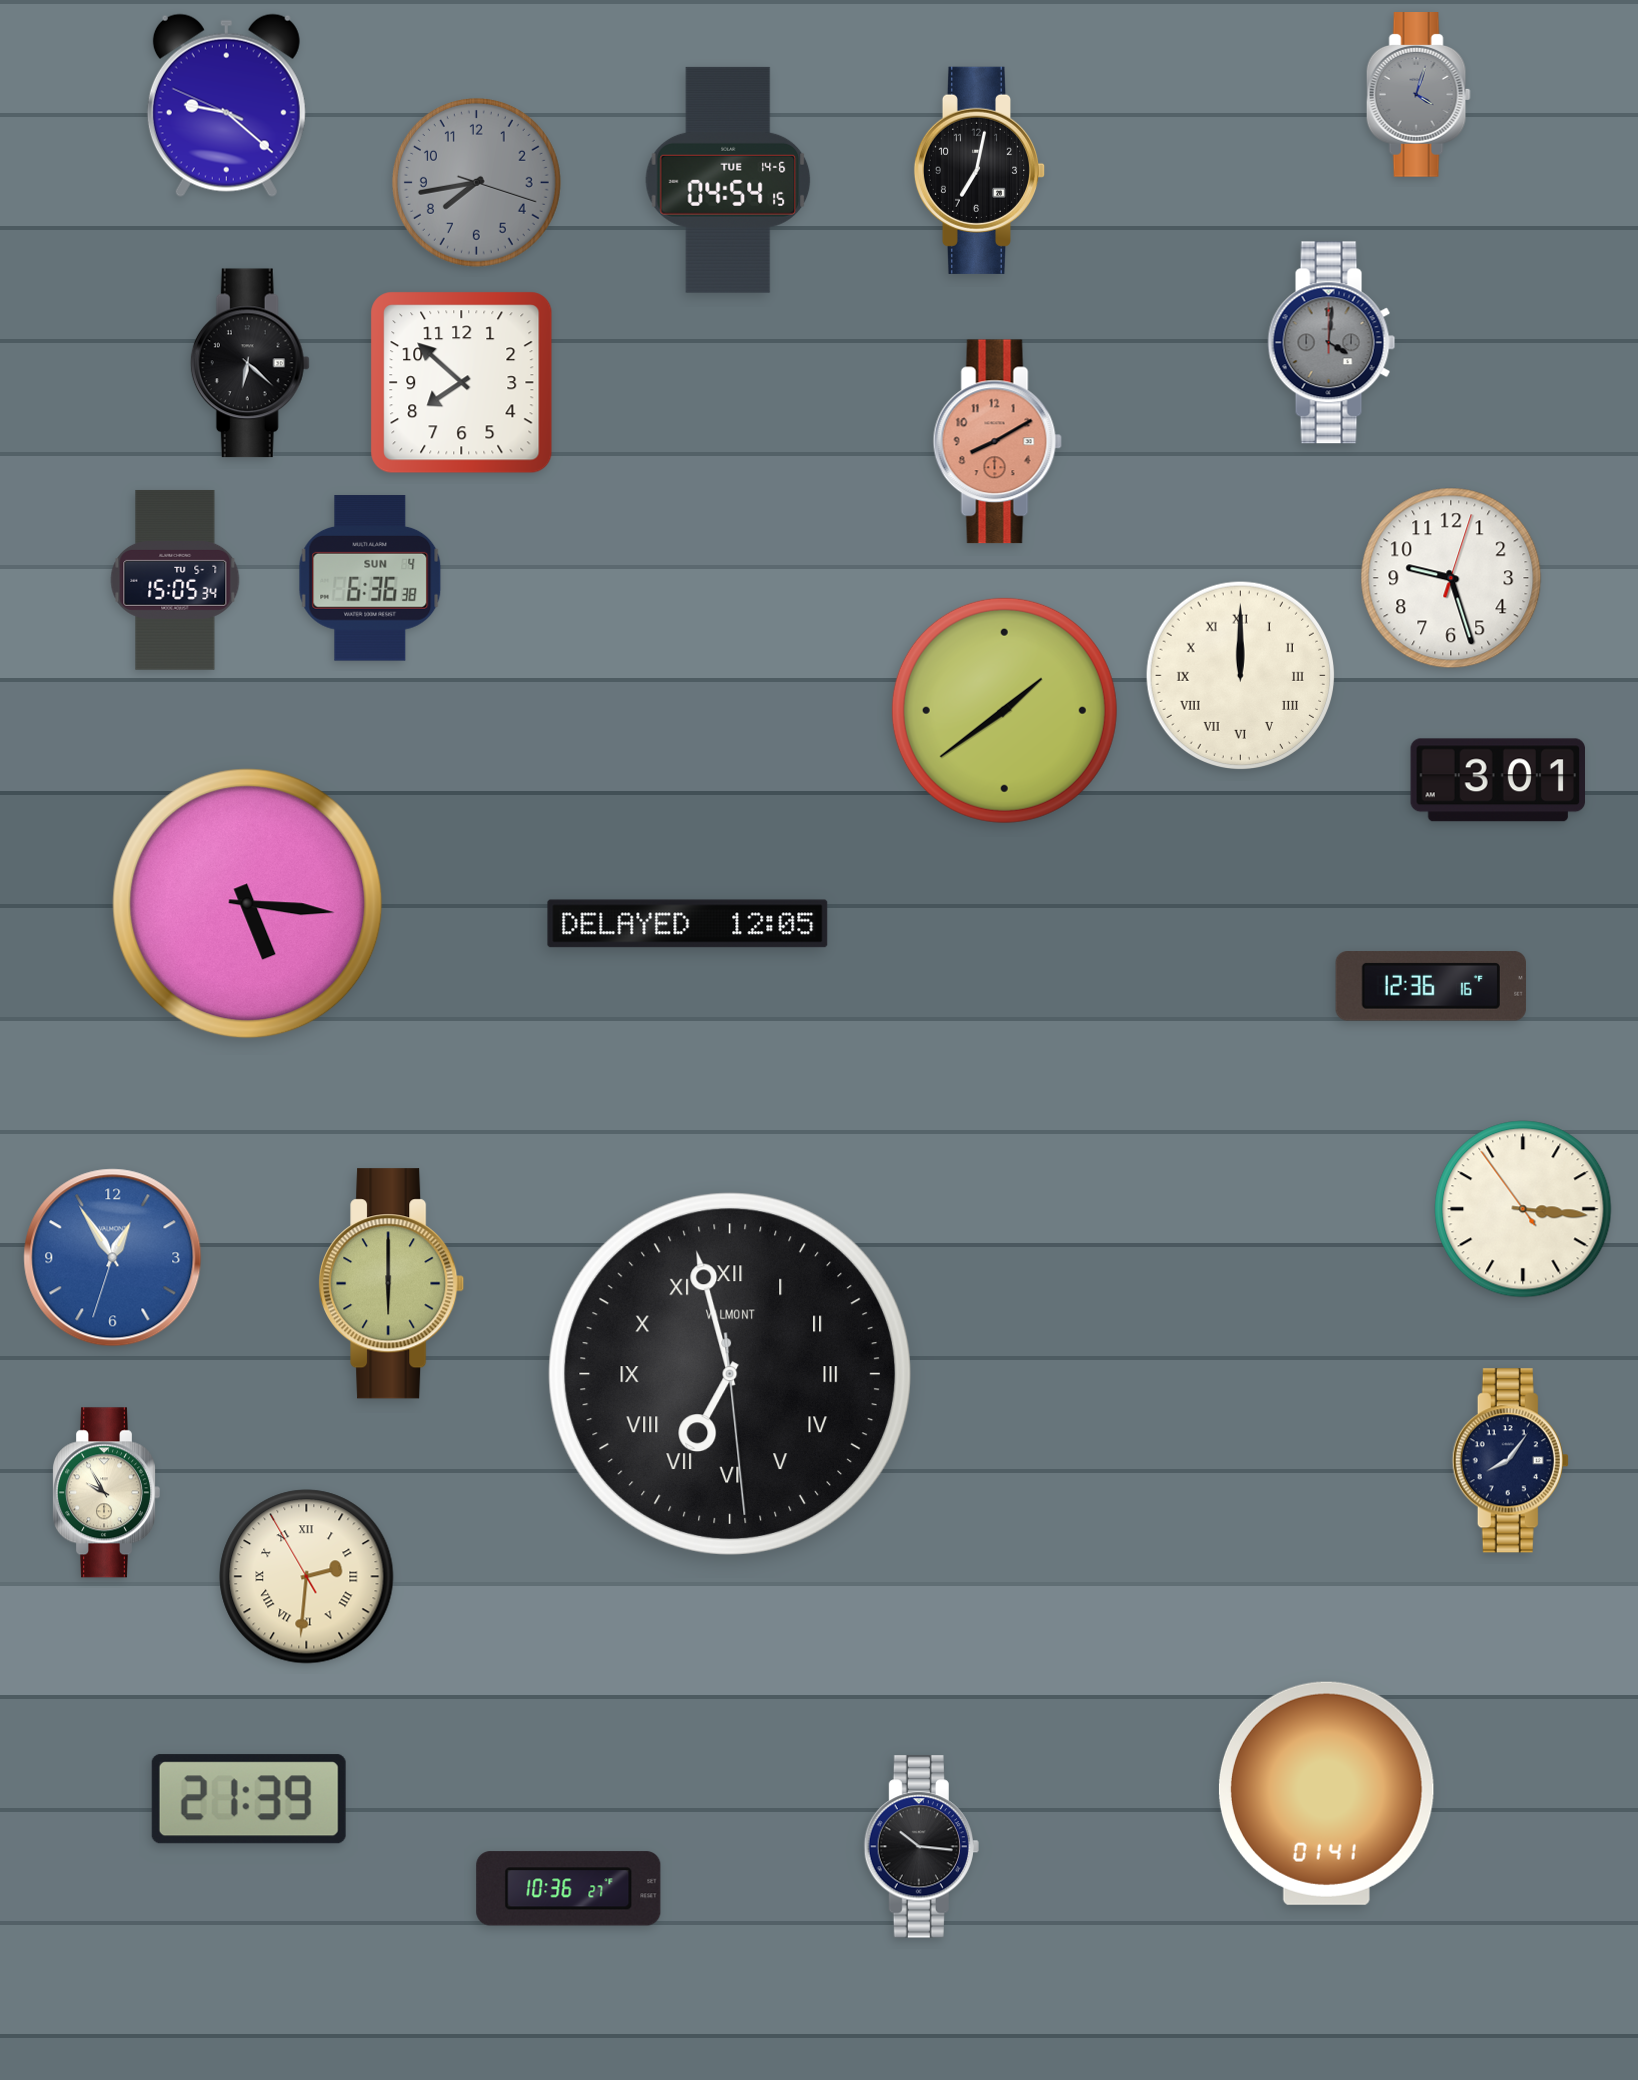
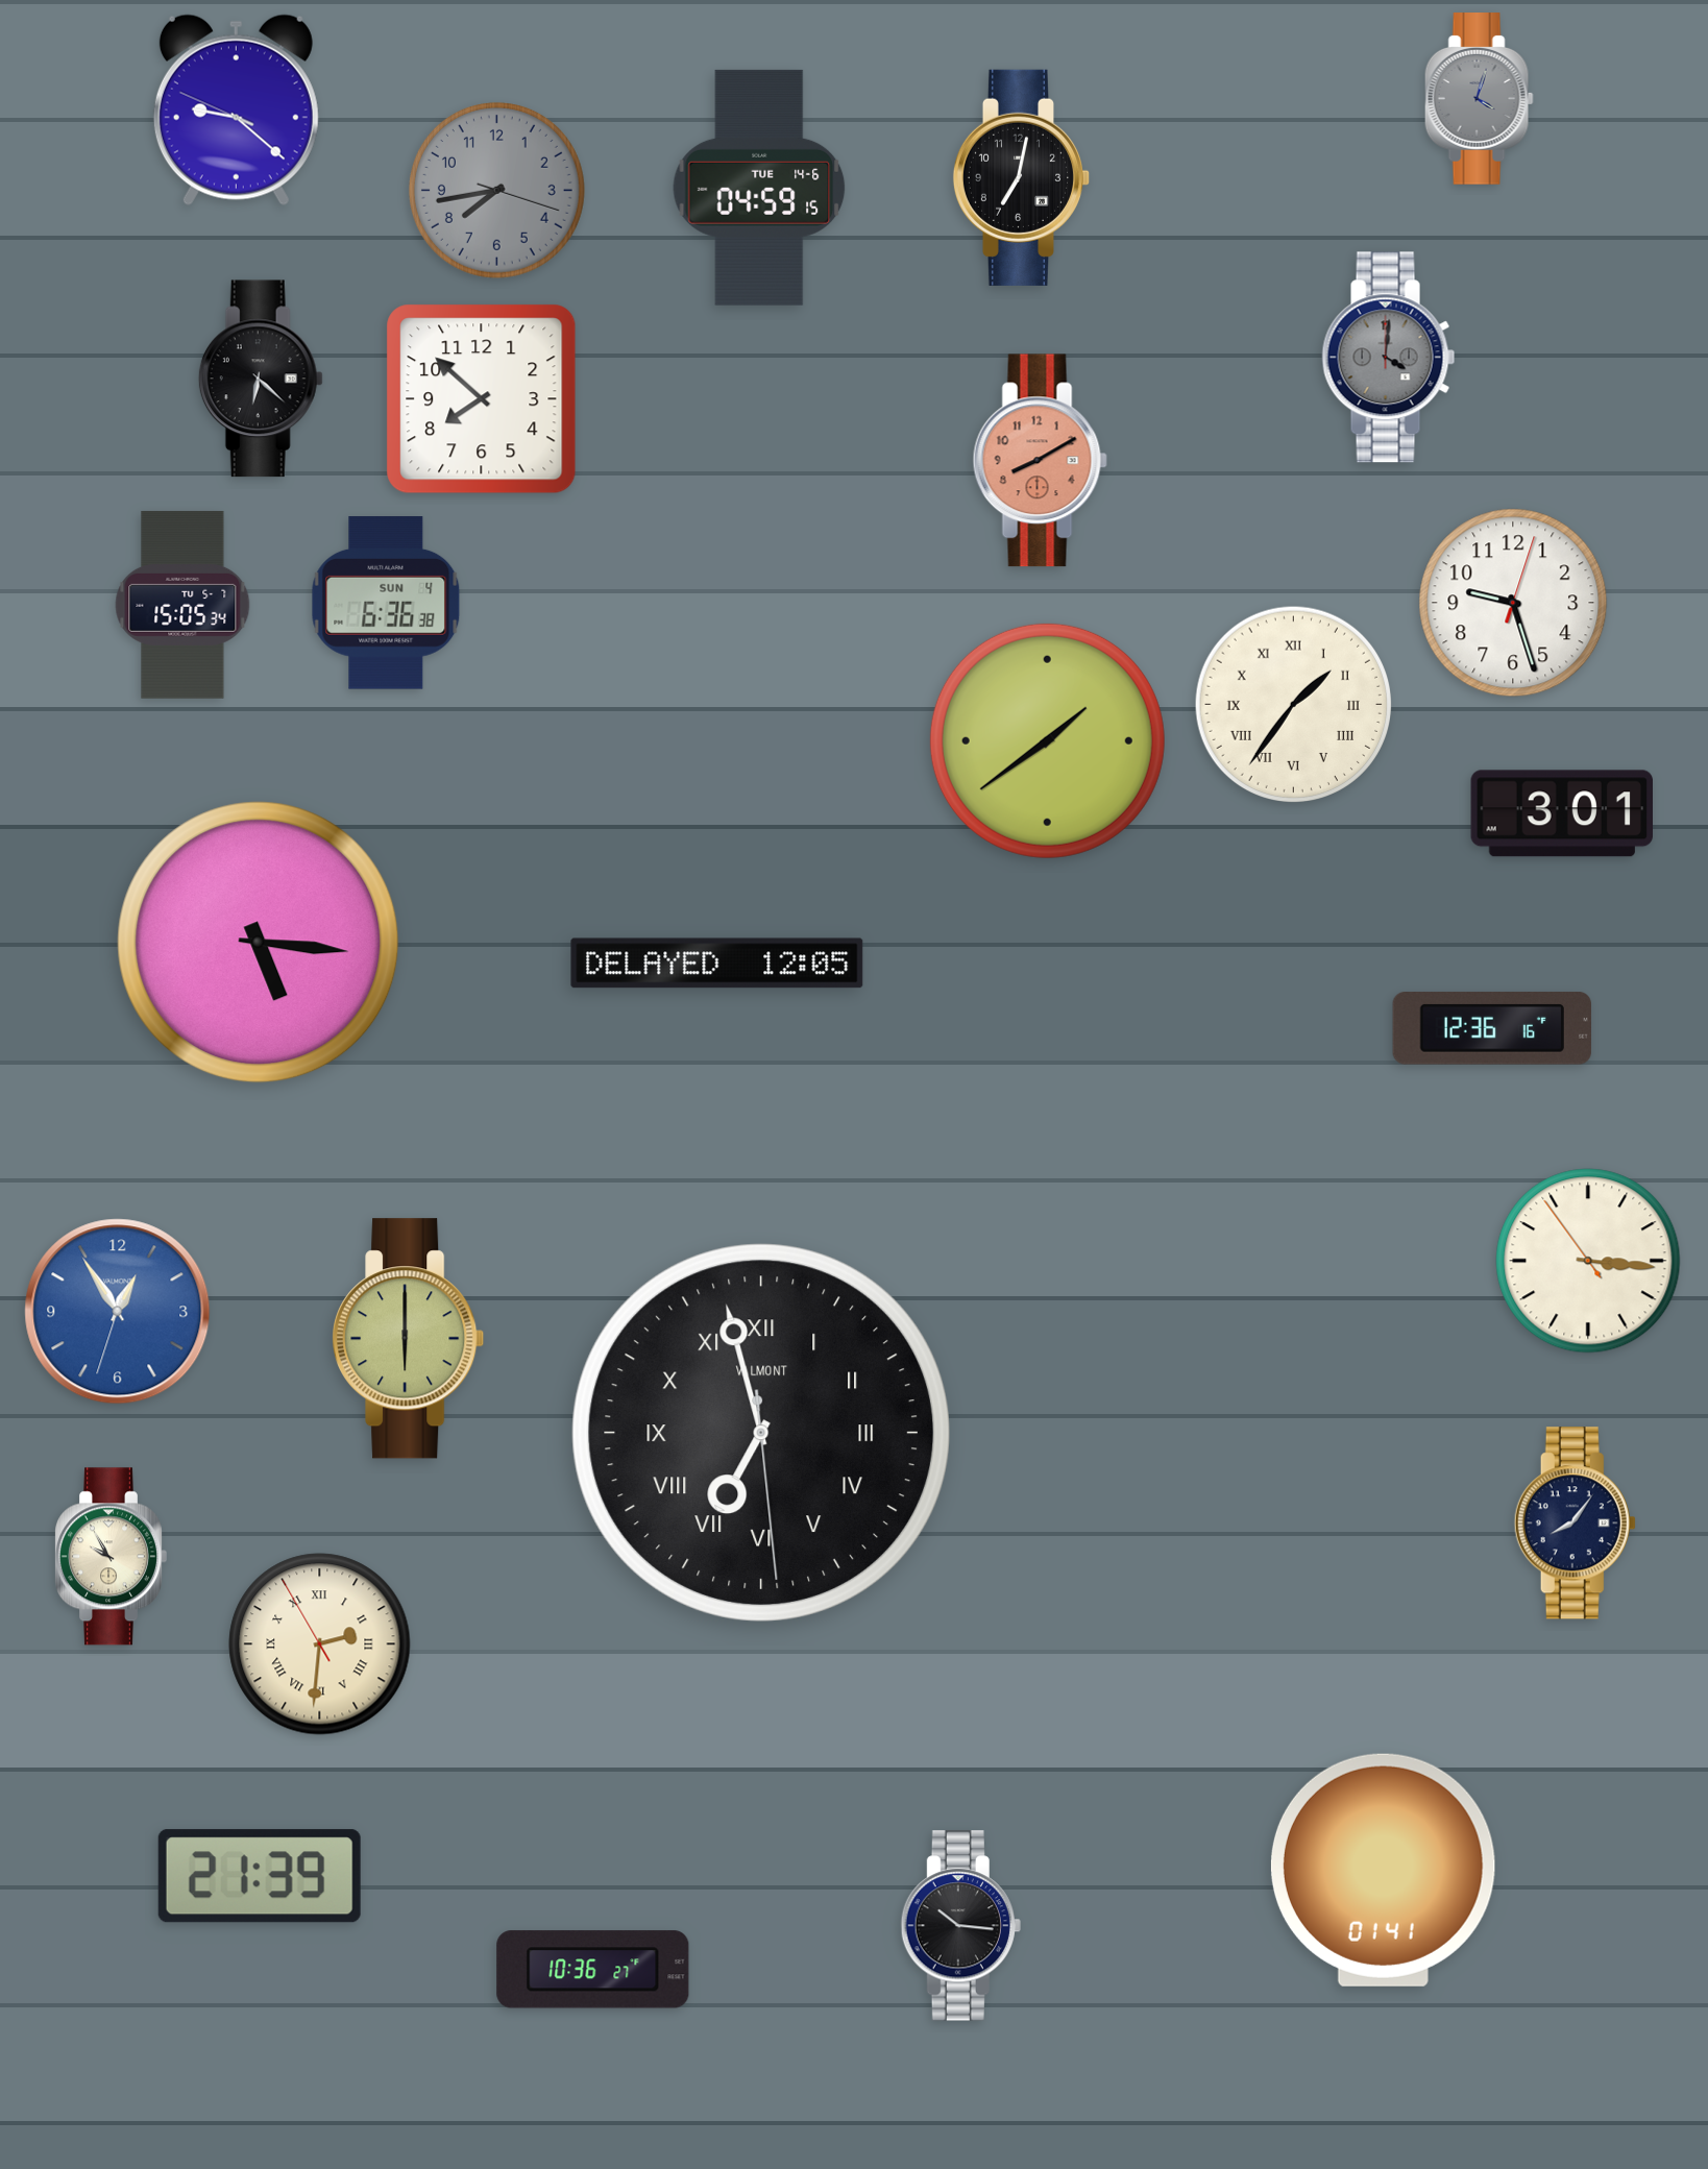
clock at (728, 180): 04:54 -> 04:59
clock at (1240, 675): 12:00 -> 1:36
